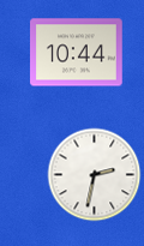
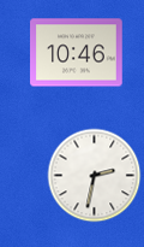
clock at (77, 53): 10:44 -> 10:46
